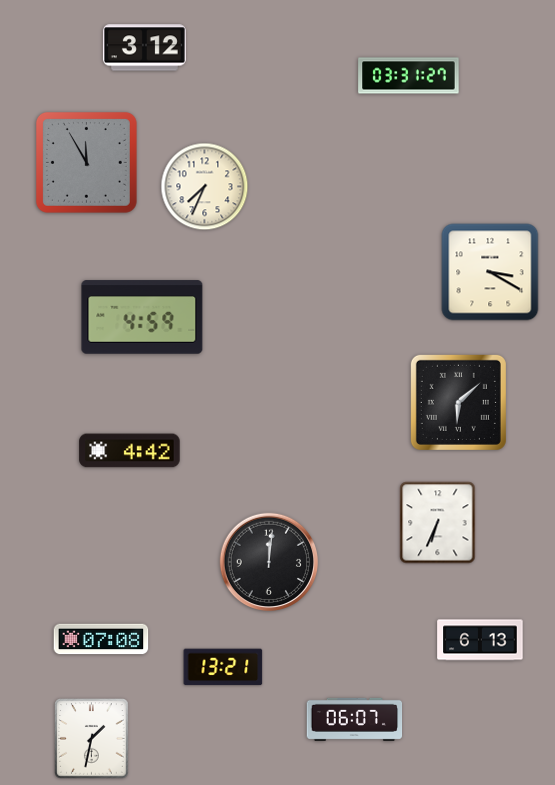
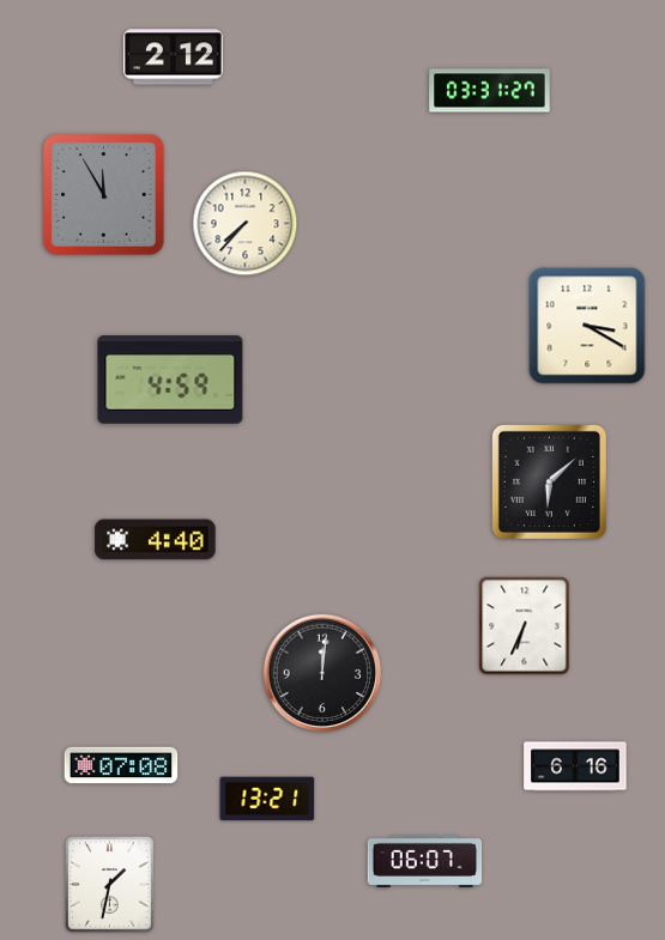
clock at (144, 48): 3:12 -> 2:12
clock at (205, 187): 7:34 -> 7:37
clock at (130, 451): 4:42 -> 4:40
clock at (480, 640): 6:13 -> 6:16
